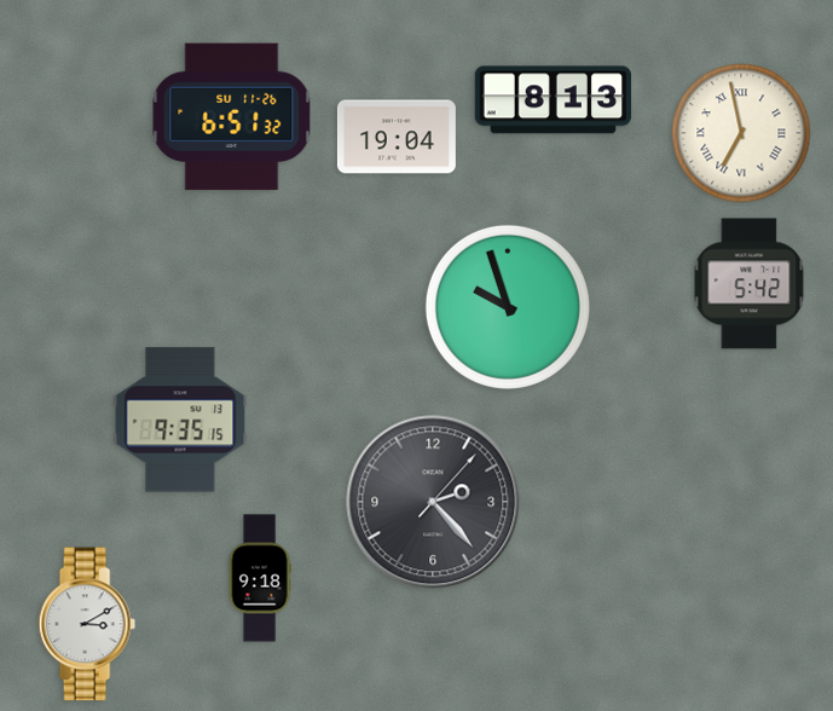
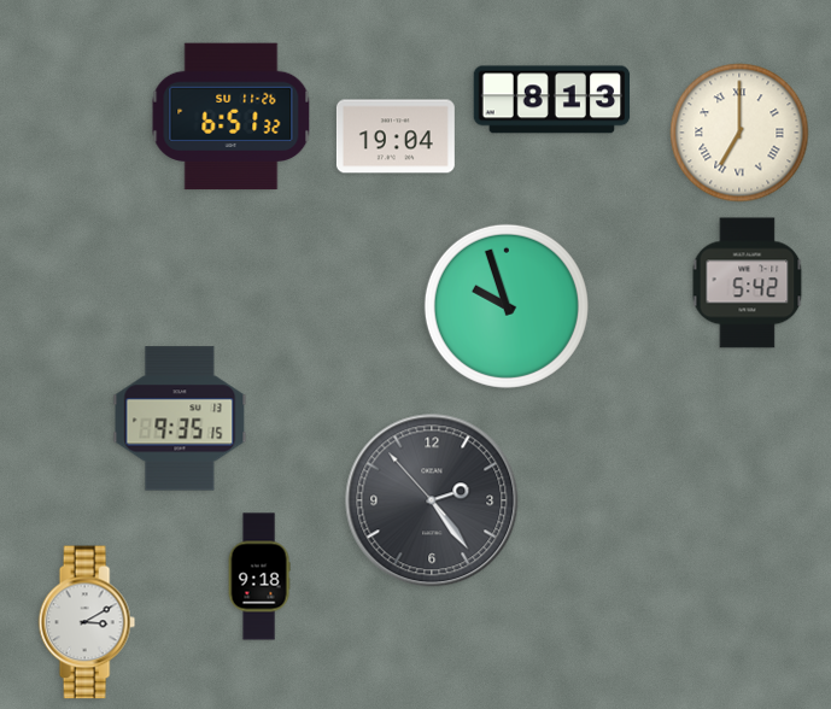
clock at (741, 133): 6:58 -> 7:00
clock at (433, 502): 2:23:07 -> 2:23:53
